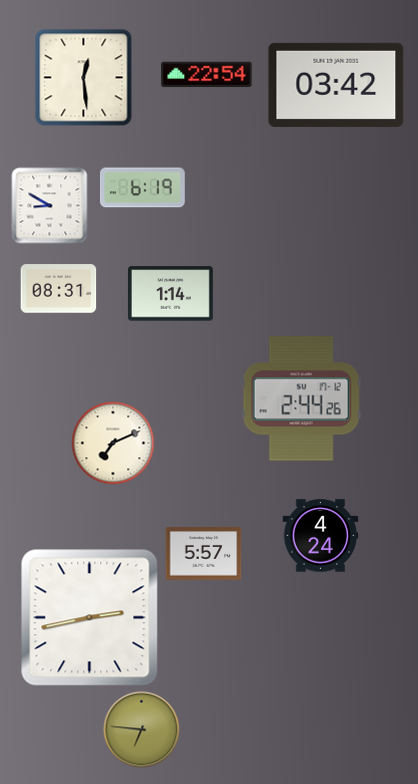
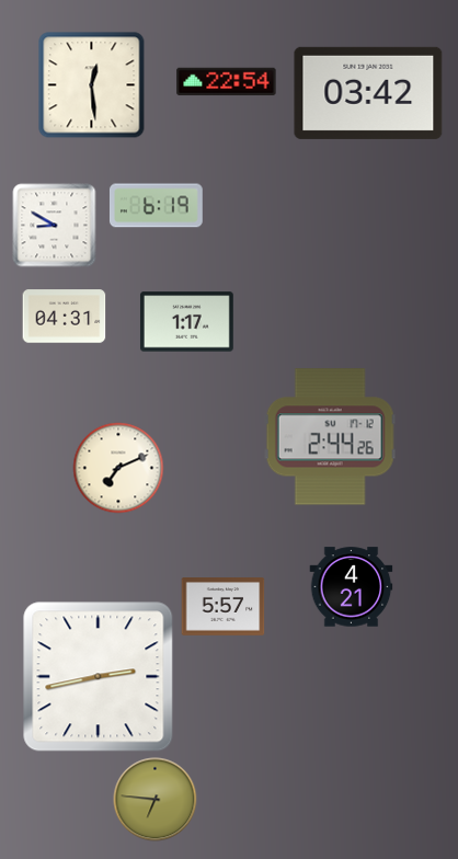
clock at (59, 289): 08:31 -> 04:31
clock at (170, 294): 1:14 -> 1:17
clock at (113, 443) position: (113, 443) -> (118, 468)
clock at (321, 536): 4:24 -> 4:21
